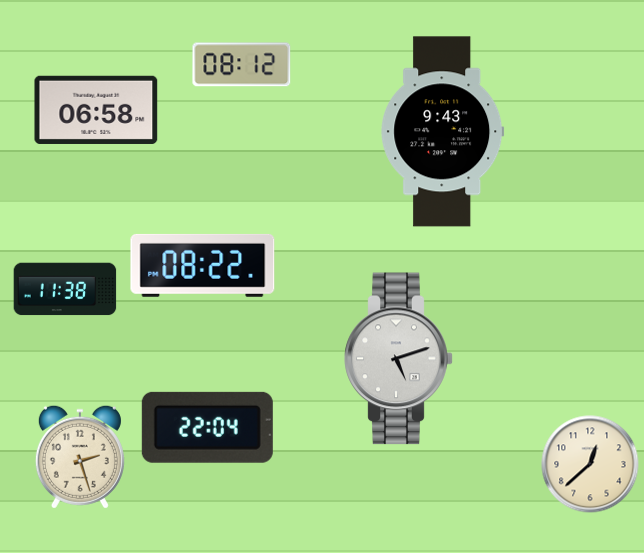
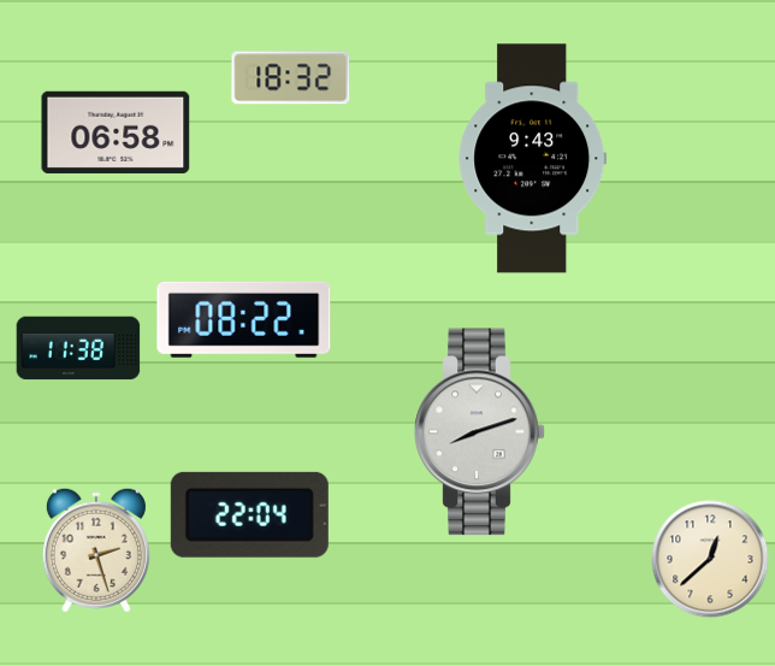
clock at (242, 65): 08:12 -> 18:32
clock at (399, 359): 5:12 -> 8:12
